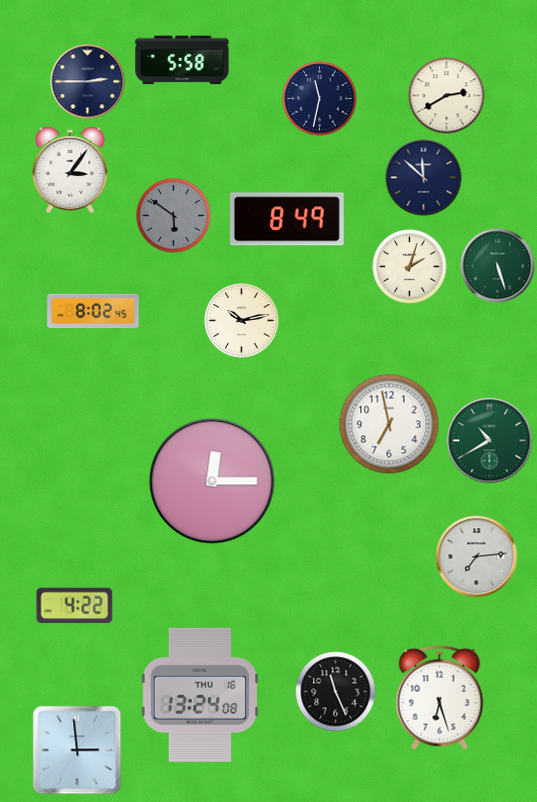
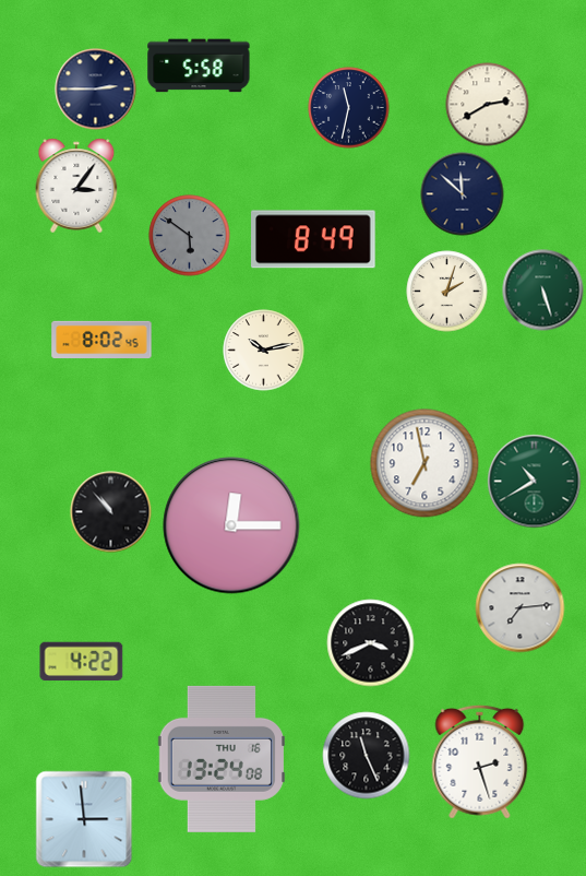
clock at (111, 512): none -> 10:53
clock at (371, 643): none -> 3:41
clock at (199, 695) position: (199, 695) -> (220, 759)
clock at (440, 697): 6:27 -> 2:27
